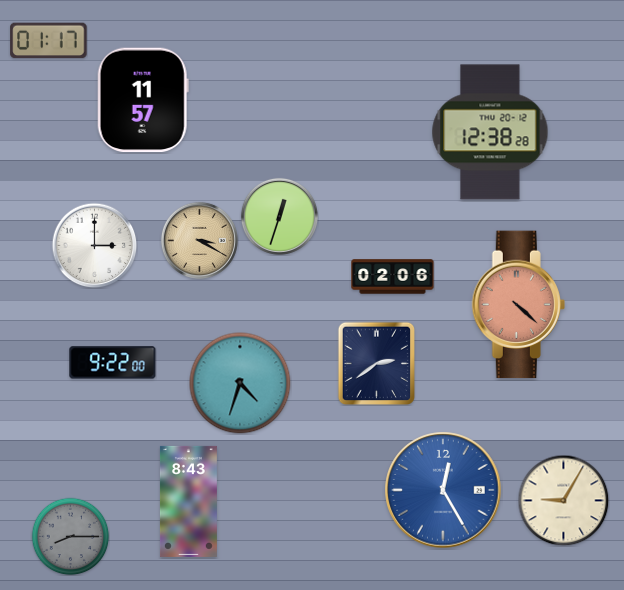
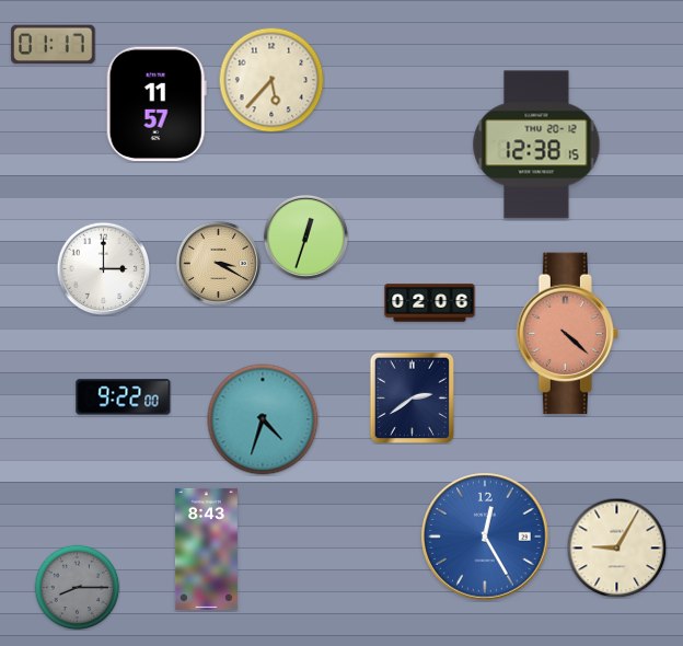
clock at (271, 80): none -> 5:37
clock at (143, 100) position: (143, 100) -> (157, 104)
clock at (490, 132): 12:38:28 -> 12:38:15
